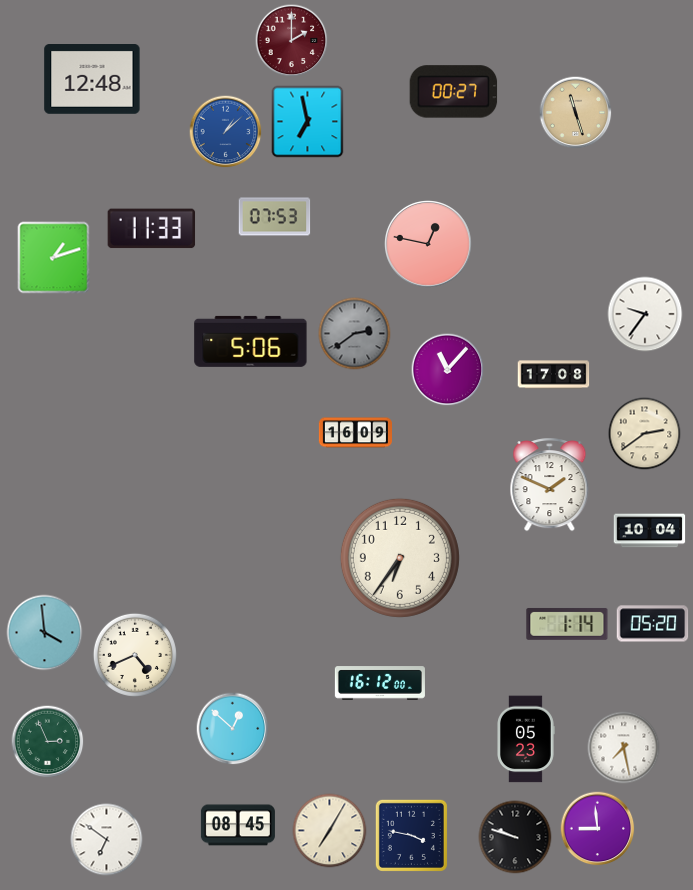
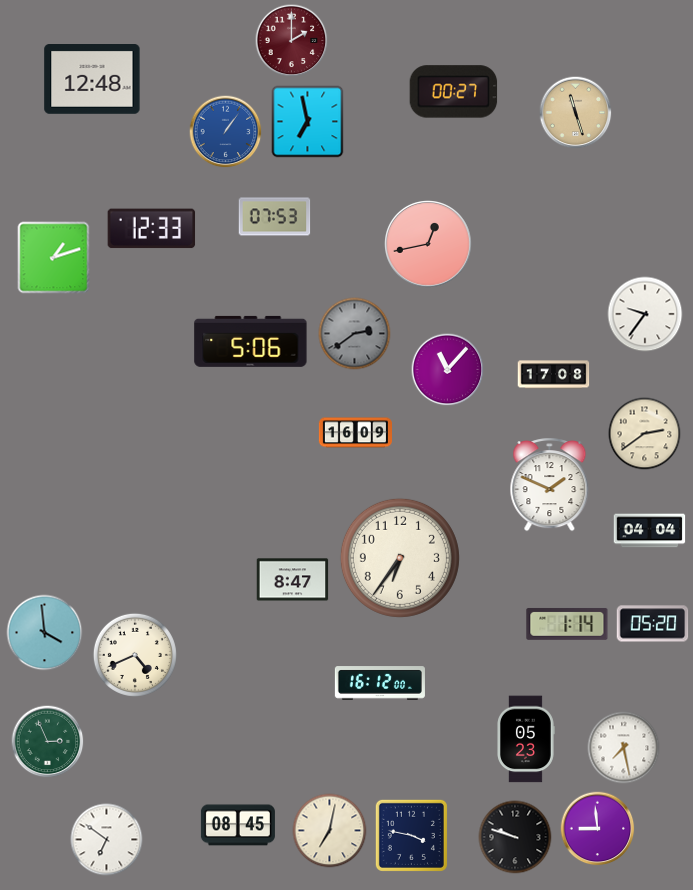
clock at (226, 132): 1:08 -> 1:06
clock at (152, 229): 11:33 -> 12:33
clock at (429, 245): 12:47 -> 12:43
clock at (650, 531): 10:04 -> 04:04
clock at (293, 580): none -> 8:47
clock at (233, 729): 12:52 -> none
clock at (330, 831): 7:05 -> 7:02
